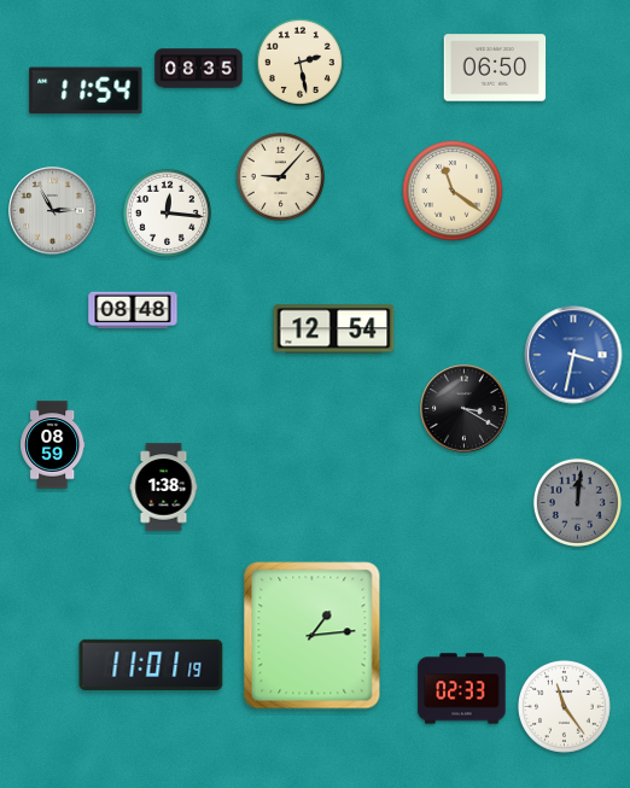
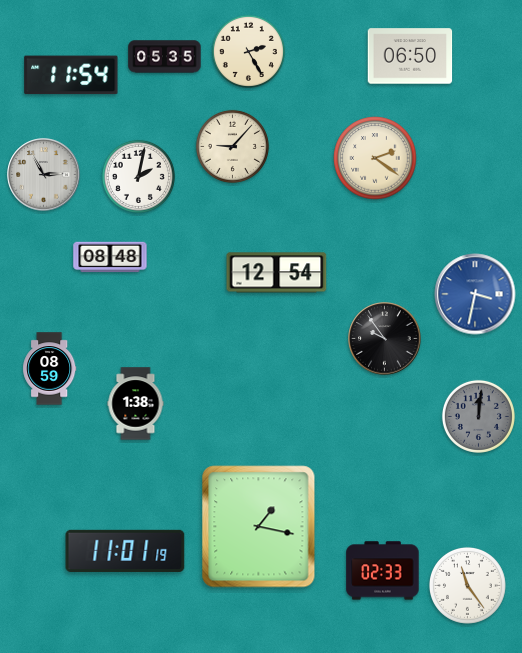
clock at (299, 62): 2:28 -> 2:25
clock at (199, 69): 08:35 -> 05:35
clock at (453, 191): 11:21 -> 2:21
clock at (167, 212): 12:16 -> 2:02
clock at (465, 409): 3:20 -> 9:54
clock at (53, 445) position: (53, 445) -> (50, 369)
clock at (313, 636): 1:14 -> 1:17
